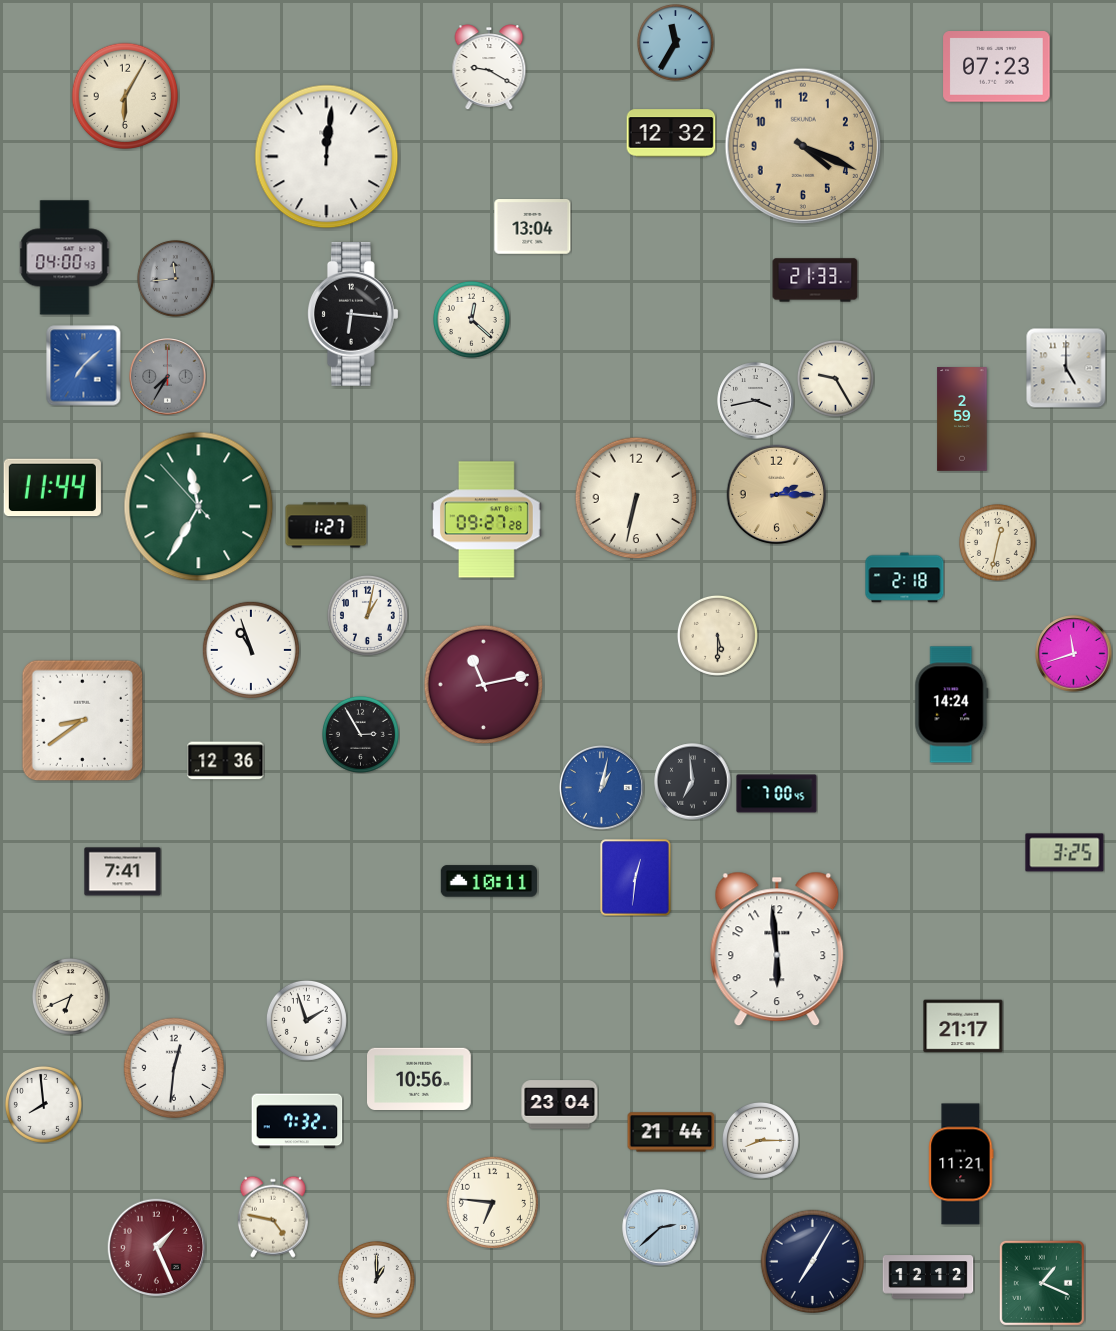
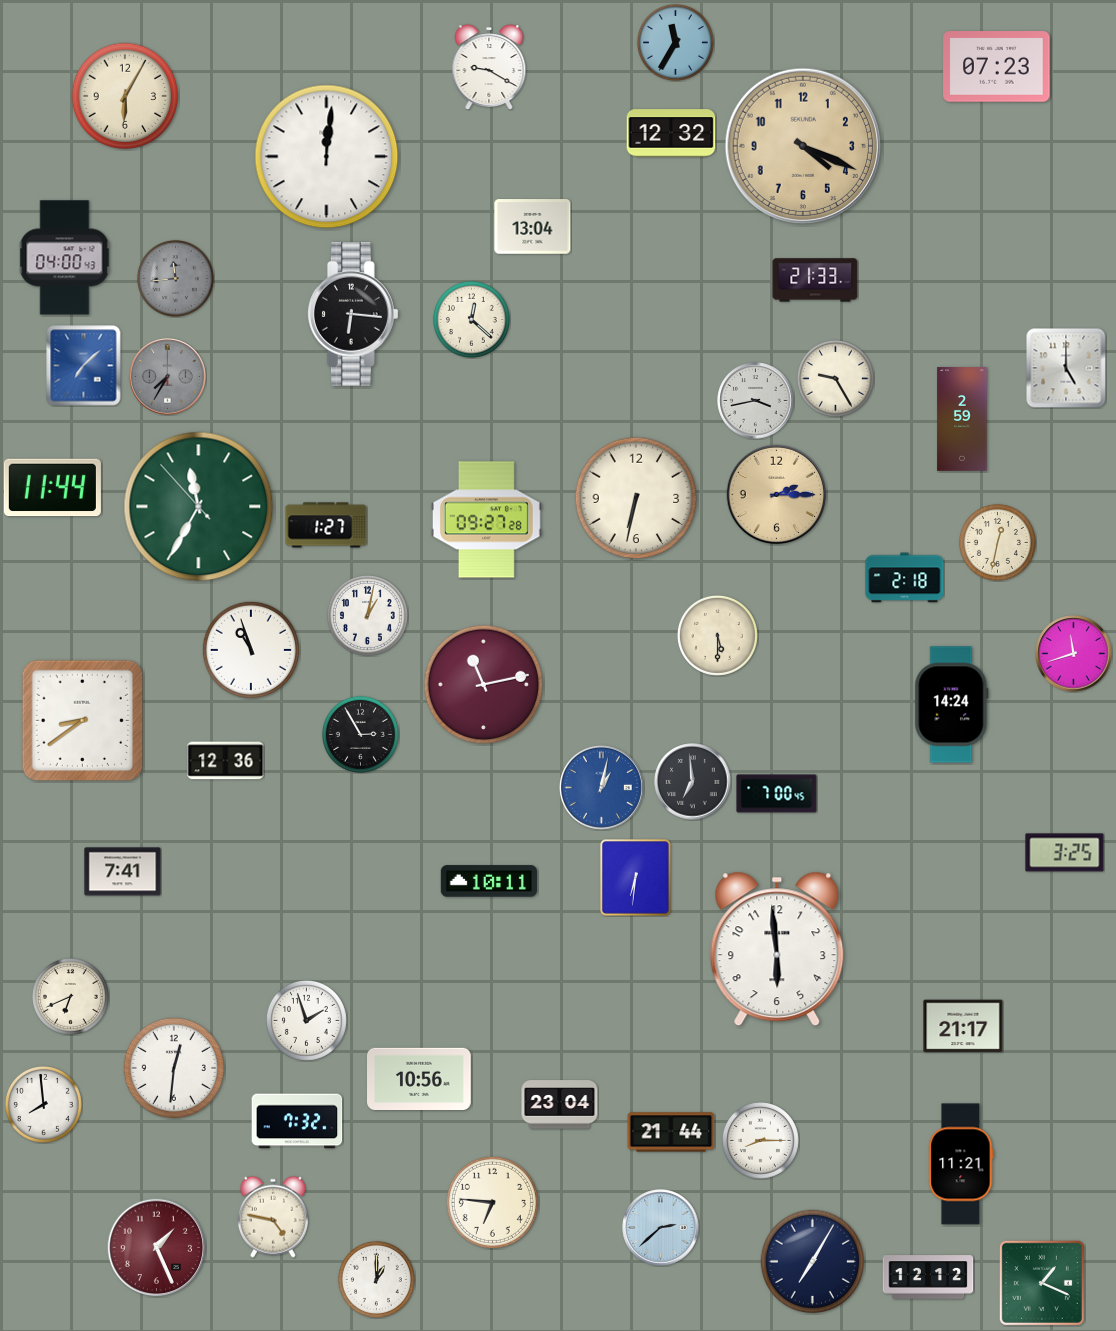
clock at (636, 878): 12:31 -> 6:31
